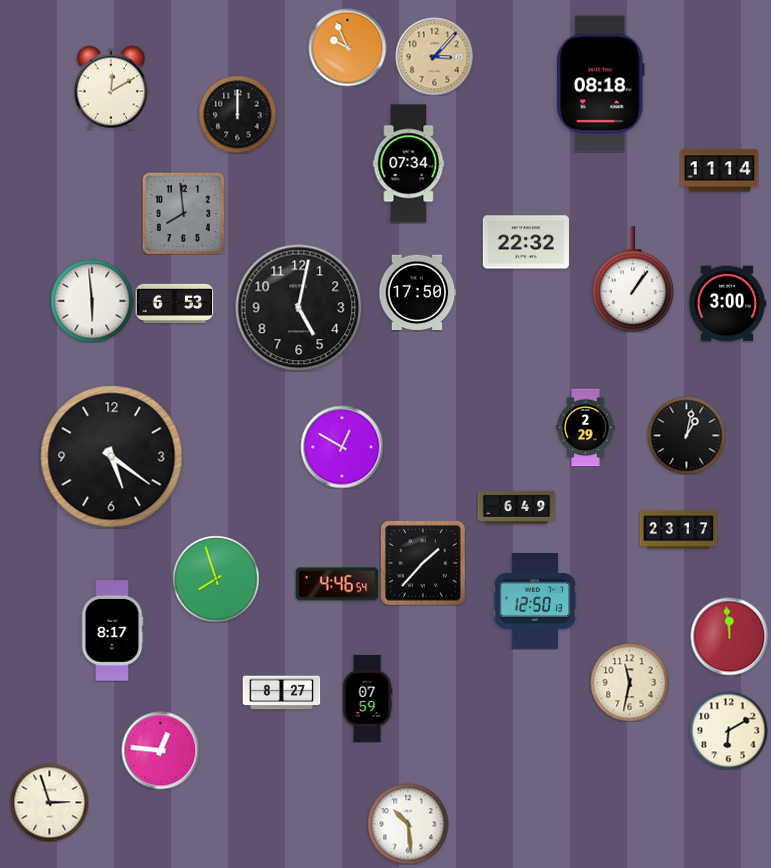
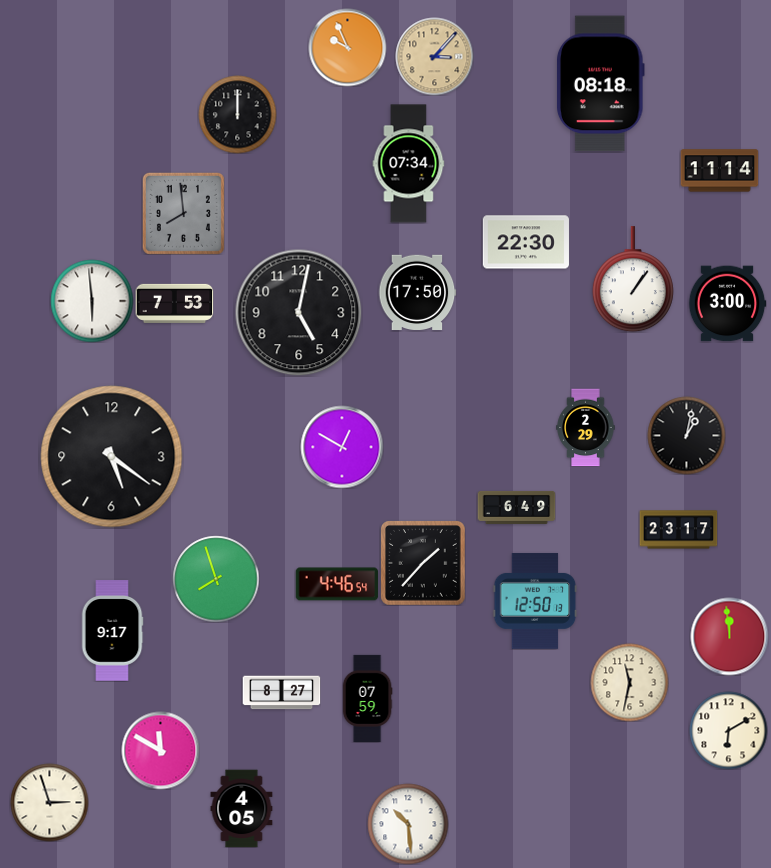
clock at (110, 88): 12:10 -> none
clock at (526, 242): 22:32 -> 22:30
clock at (174, 303): 6:53 -> 7:53
clock at (298, 307) position: (298, 307) -> (298, 312)
clock at (112, 631): 8:17 -> 9:17
clock at (160, 750): 12:46 -> 11:50
clock at (242, 808): none -> 4:05
